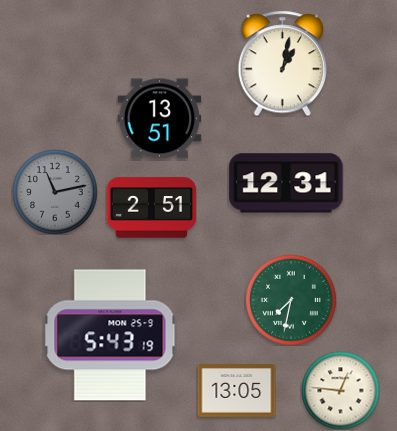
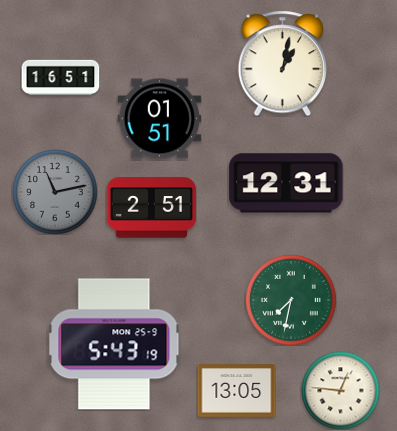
clock at (60, 78): none -> 16:51
clock at (159, 119): 13:51 -> 01:51
clock at (110, 335) position: (110, 335) -> (114, 344)
